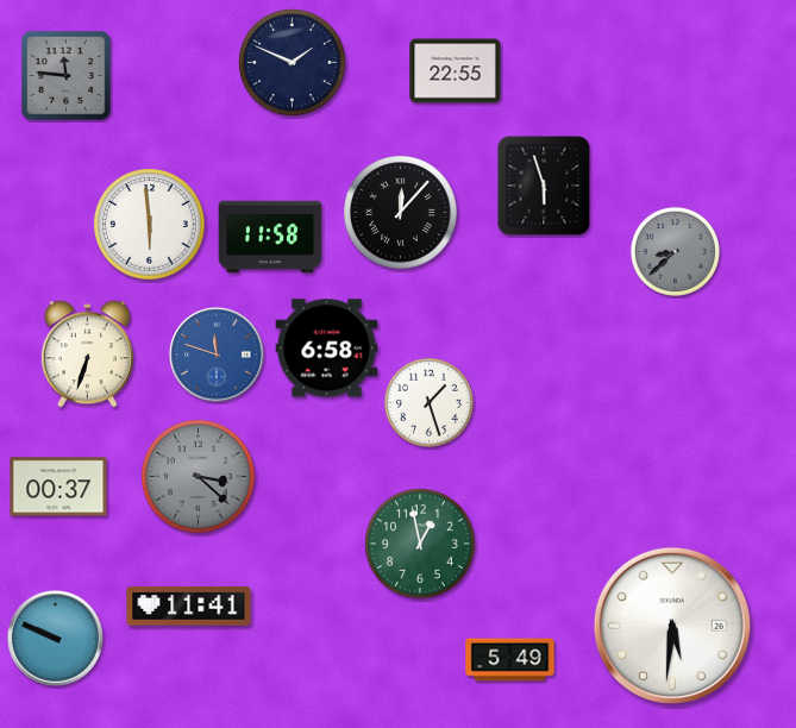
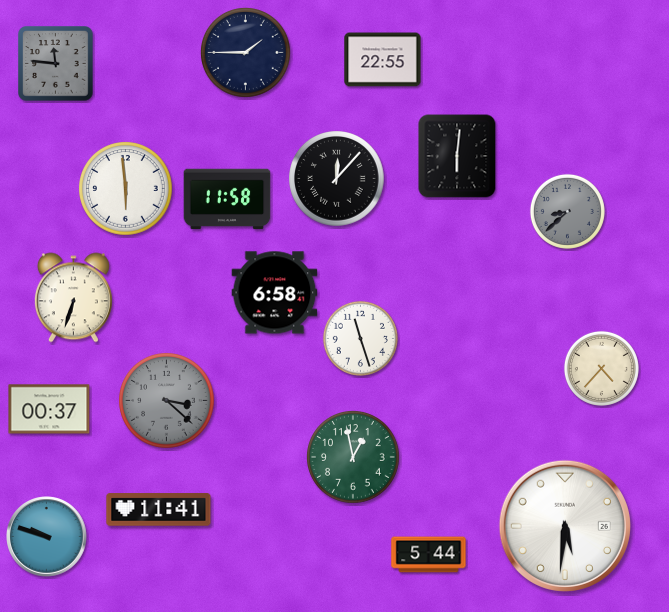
clock at (293, 63): 1:49 -> 1:45
clock at (544, 186): 5:57 -> 6:01
clock at (217, 354): 11:48 -> none
clock at (428, 402): 1:27 -> 11:27
clock at (601, 368): none -> 4:37
clock at (56, 639): 9:49 -> 9:48
clock at (510, 660): 5:49 -> 5:44
